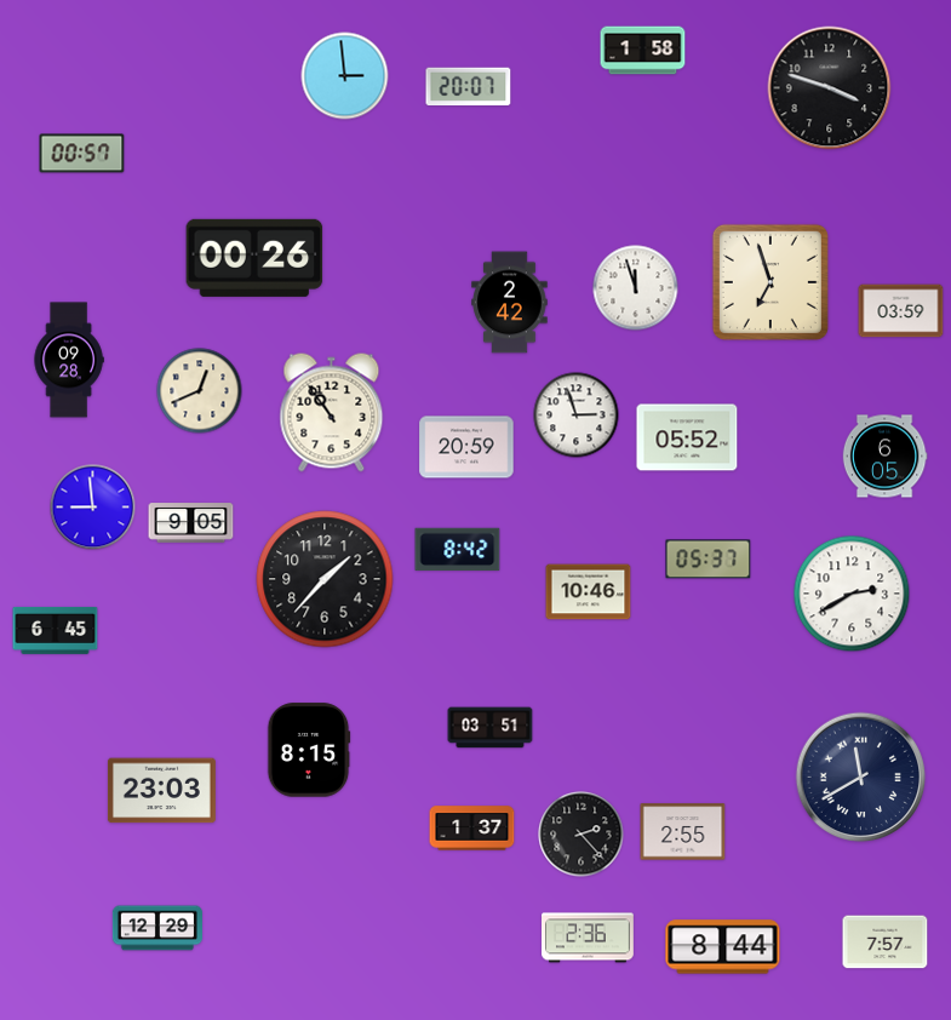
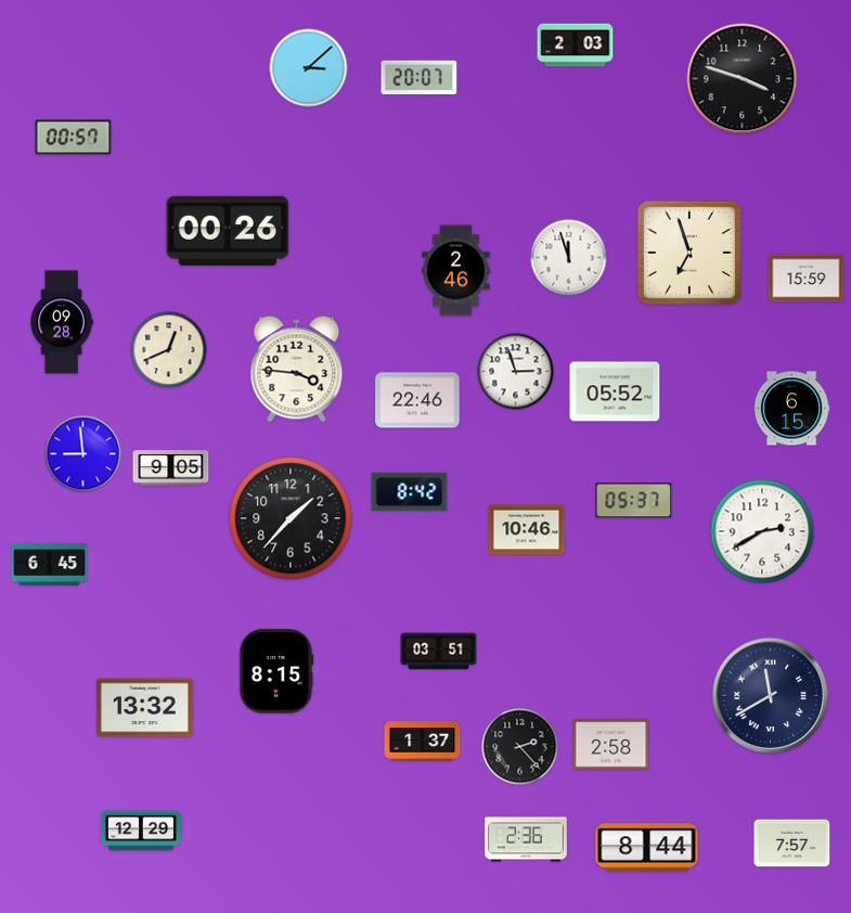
clock at (643, 51): 1:58 -> 2:03
clock at (345, 76): 2:59 -> 3:08
clock at (510, 303): 2:42 -> 2:46
clock at (901, 311): 03:59 -> 15:59
clock at (200, 391) position: (200, 391) -> (169, 350)
clock at (332, 413): 10:54 -> 3:46
clock at (466, 447): 20:59 -> 22:46
clock at (884, 457): 6:05 -> 6:15
clock at (161, 791): 23:03 -> 13:32
clock at (683, 832): 2:55 -> 2:58
